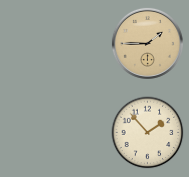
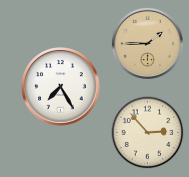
clock at (61, 87): none -> 7:25
clock at (148, 133): 1:53 -> 2:53
